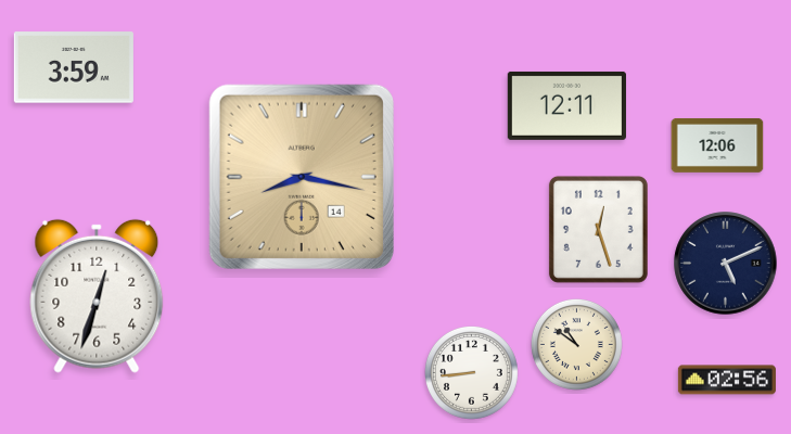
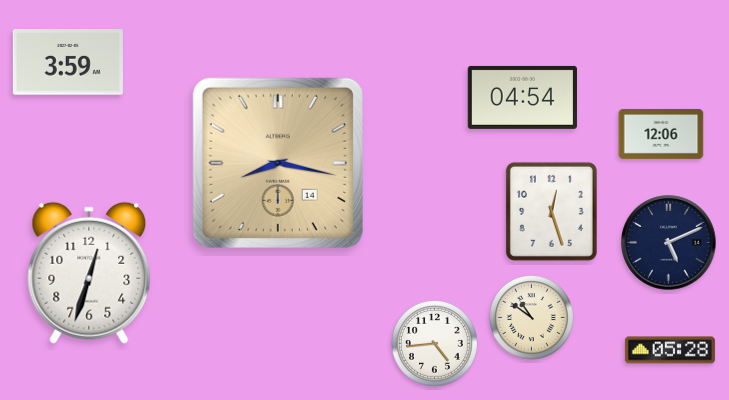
clock at (566, 105): 12:11 -> 04:54
clock at (472, 373): 8:44 -> 4:44
clock at (727, 380): 02:56 -> 05:28
